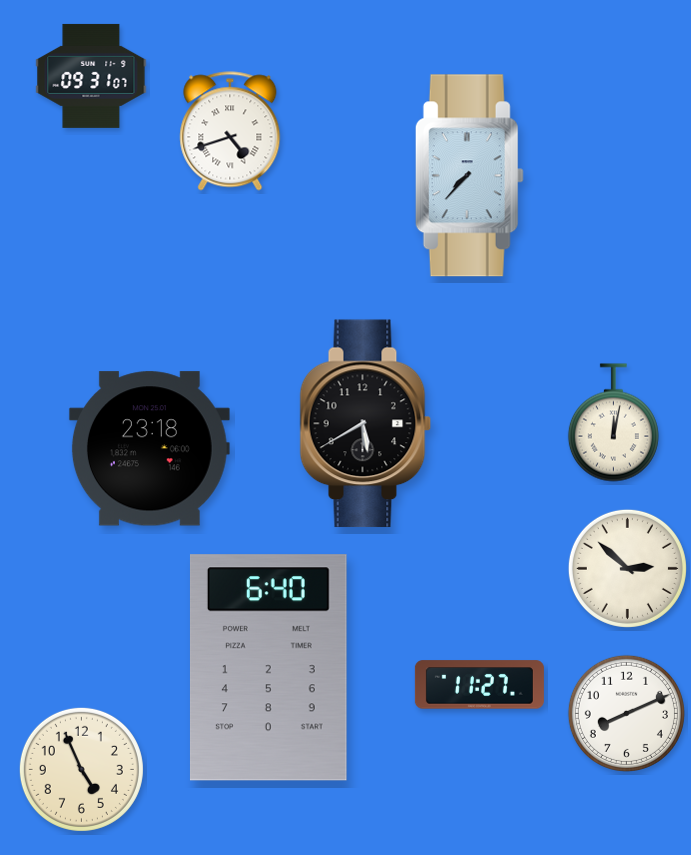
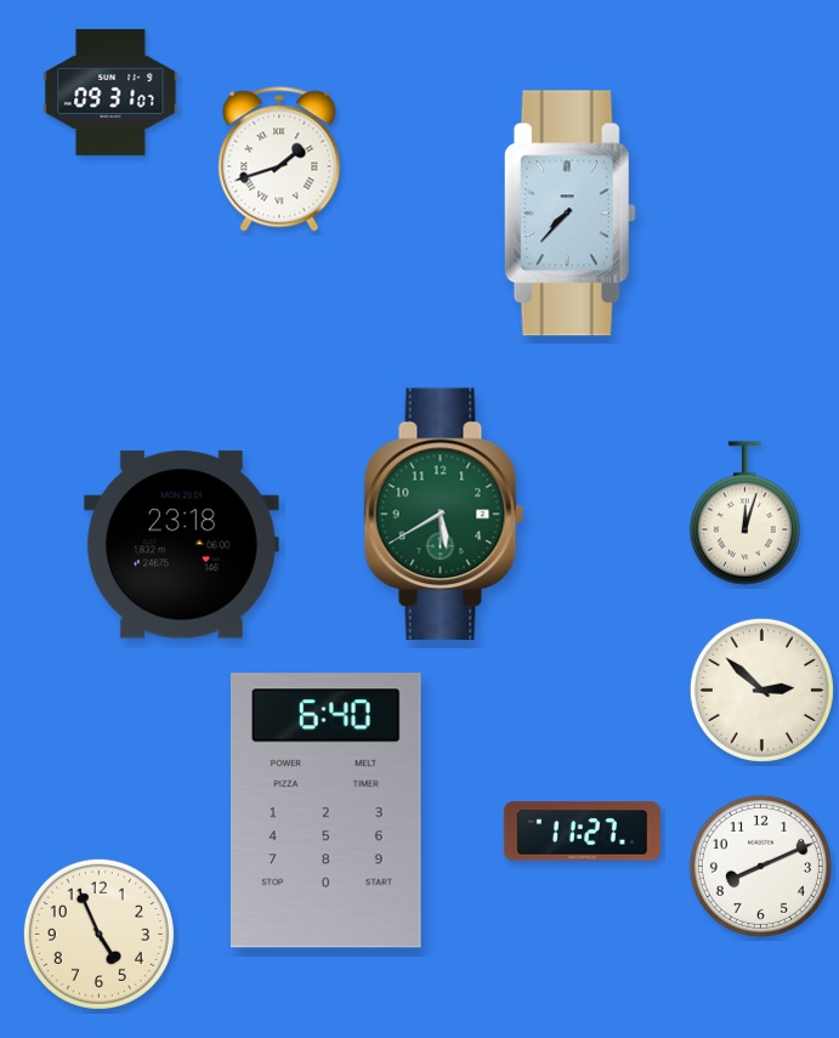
clock at (230, 131): 4:42 -> 1:42
clock at (613, 423): 12:02 -> 12:03
clock at (366, 424) dial: black -> green
